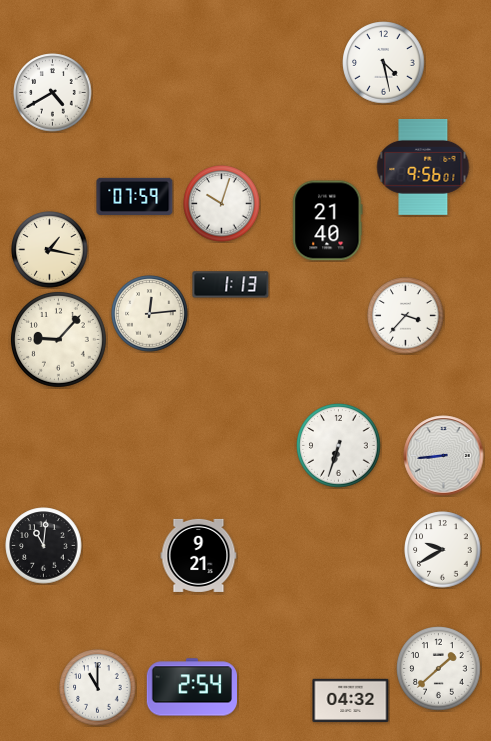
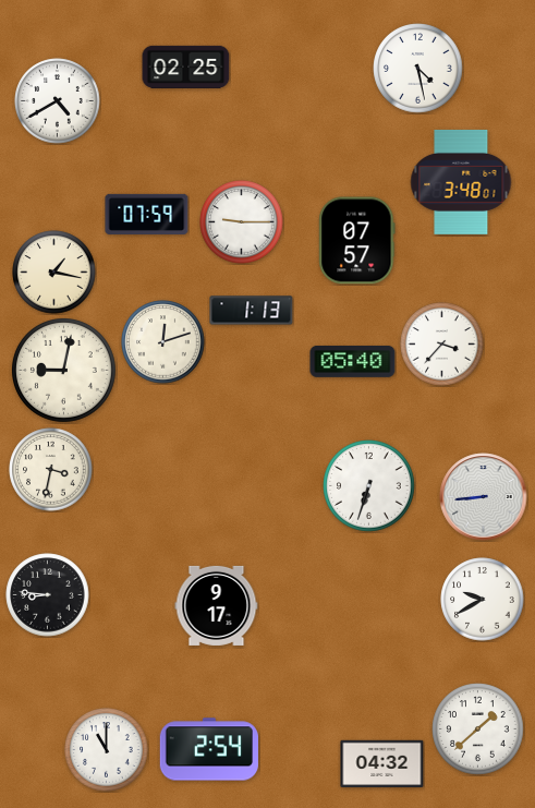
clock at (186, 67): none -> 02:25
clock at (423, 167): 9:56 -> 3:48
clock at (222, 204): 10:03 -> 9:15
clock at (328, 221): 21:40 -> 07:57
clock at (150, 314): 12:14 -> 12:12
clock at (353, 362): none -> 05:40
clock at (58, 339): 9:07 -> 9:02
clock at (51, 470): none -> 3:32
clock at (44, 546): 11:01 -> 8:46
clock at (199, 555): 9:21 -> 9:17
